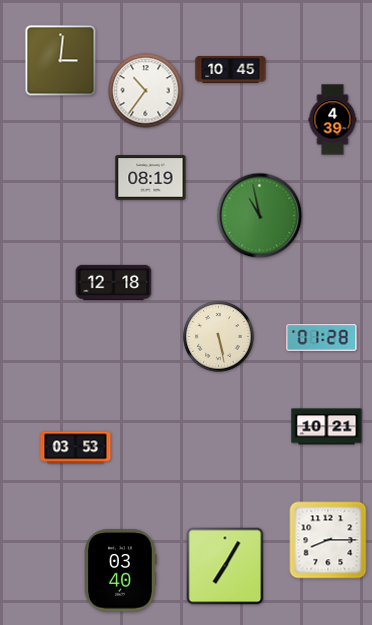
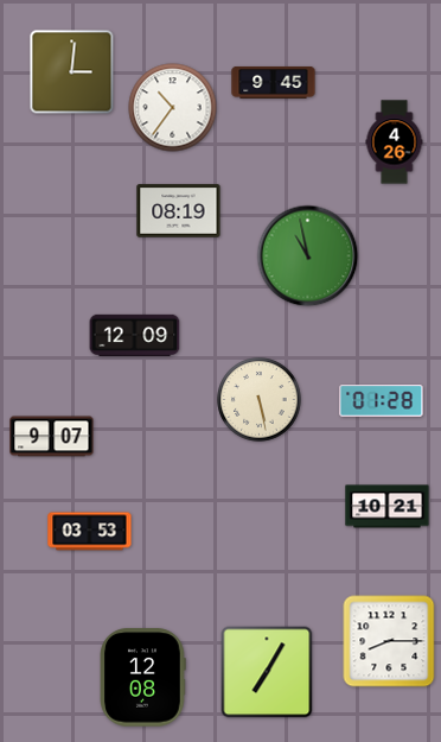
clock at (231, 69): 10:45 -> 9:45
clock at (333, 120): 4:39 -> 4:26
clock at (114, 282): 12:18 -> 12:09
clock at (52, 437): none -> 9:07
clock at (120, 571): 03:40 -> 12:08
